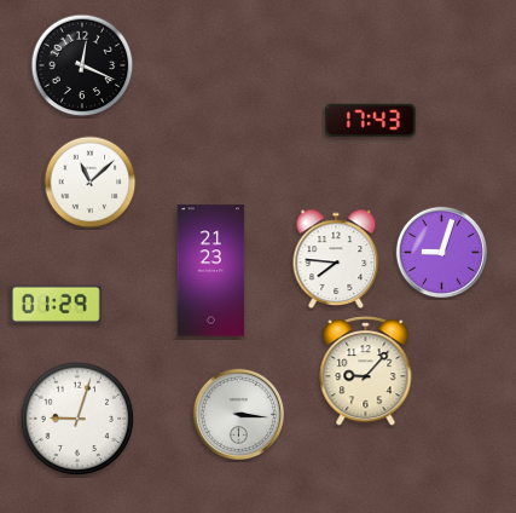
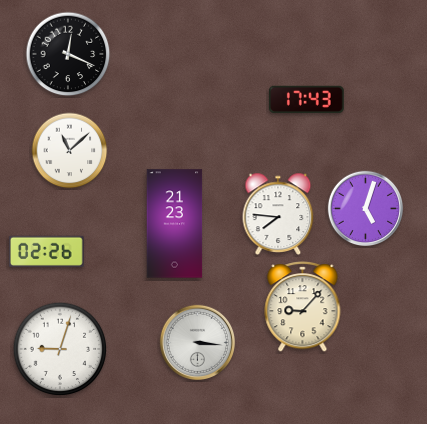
clock at (91, 183) position: (91, 183) -> (70, 151)
clock at (441, 252): 9:03 -> 5:03
clock at (56, 304): 01:29 -> 02:26
clock at (77, 419) position: (77, 419) -> (60, 349)
